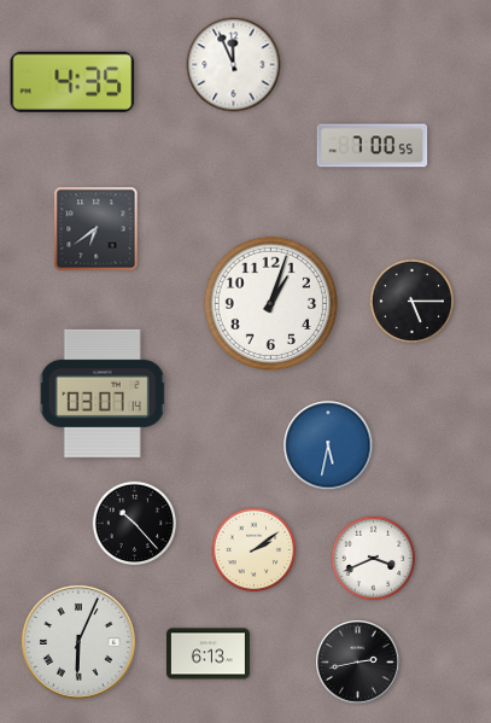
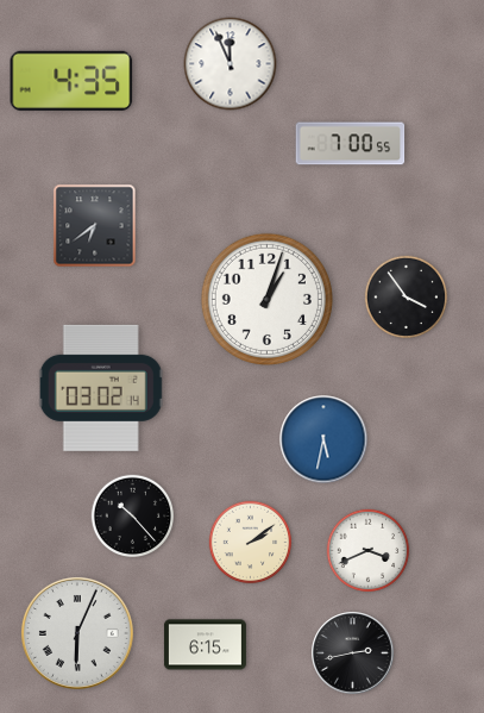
clock at (373, 146) position: (373, 146) -> (351, 144)
clock at (413, 302): 5:15 -> 3:54
clock at (103, 393): 03:07 -> 03:02
clock at (207, 654): 6:13 -> 6:15
